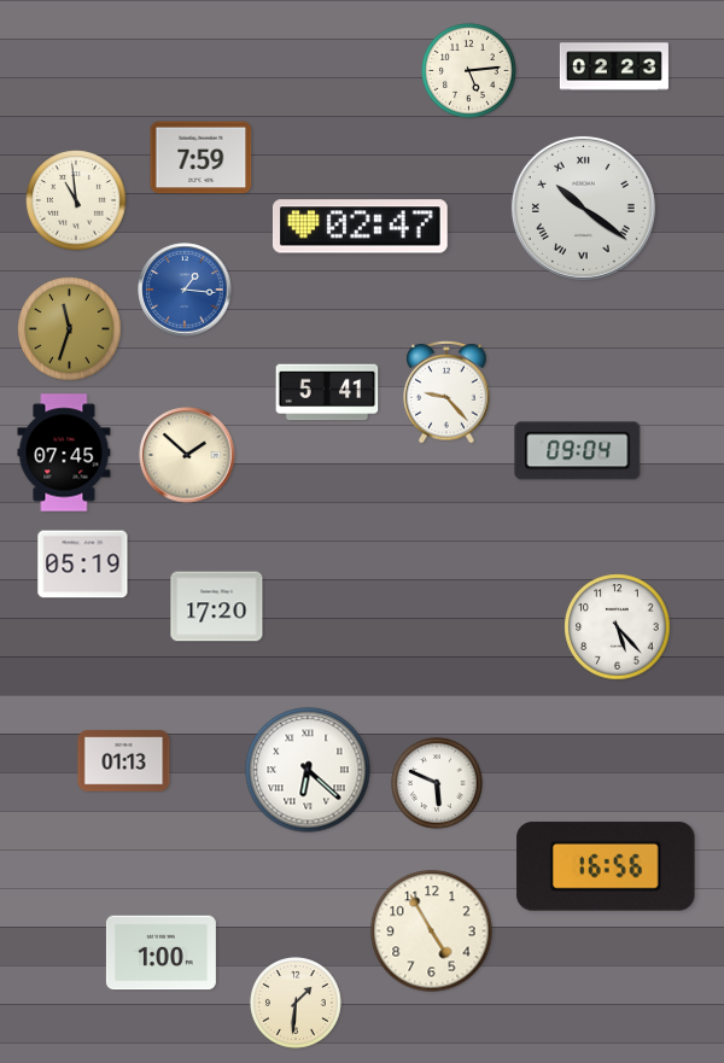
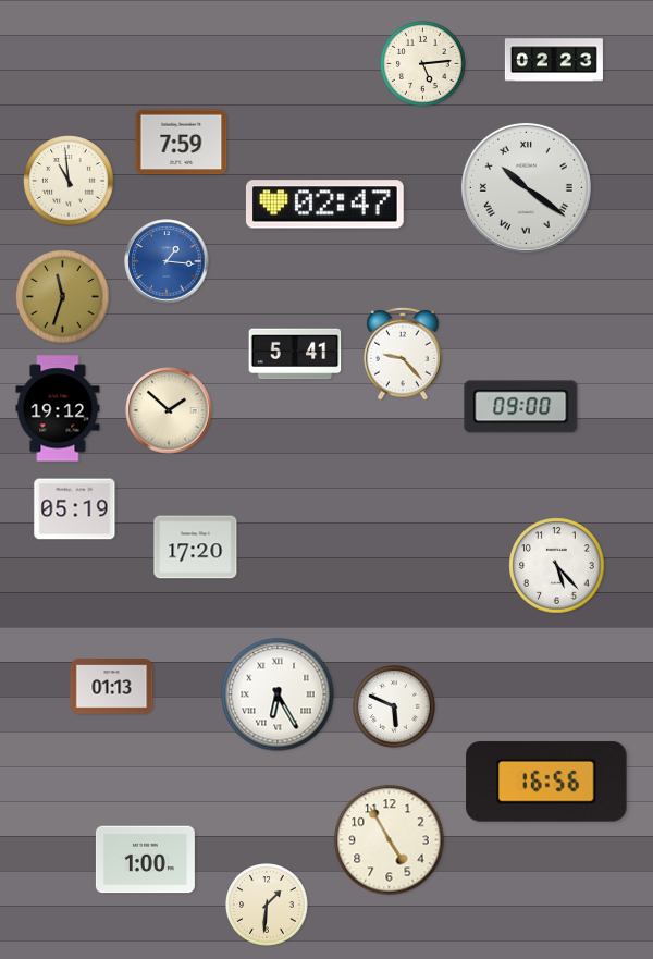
clock at (578, 451): 09:04 -> 09:00
clock at (64, 452): 07:45 -> 19:12
clock at (308, 770): 6:22 -> 6:25
